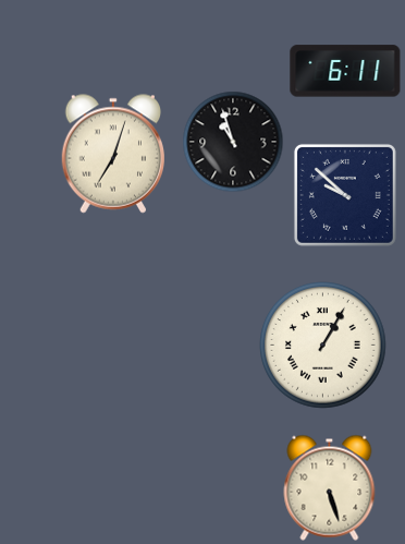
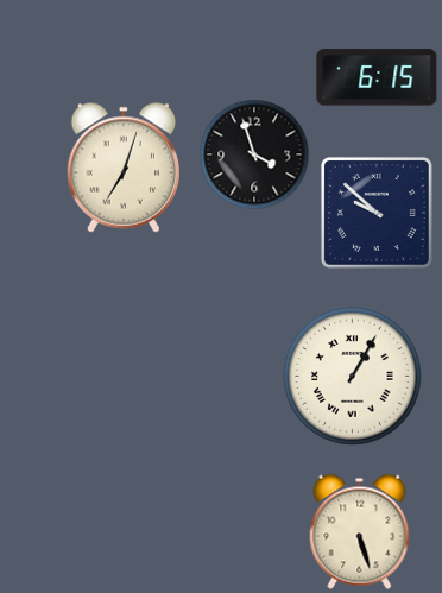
clock at (345, 71): 6:11 -> 6:15
clock at (233, 142): 10:57 -> 3:57
